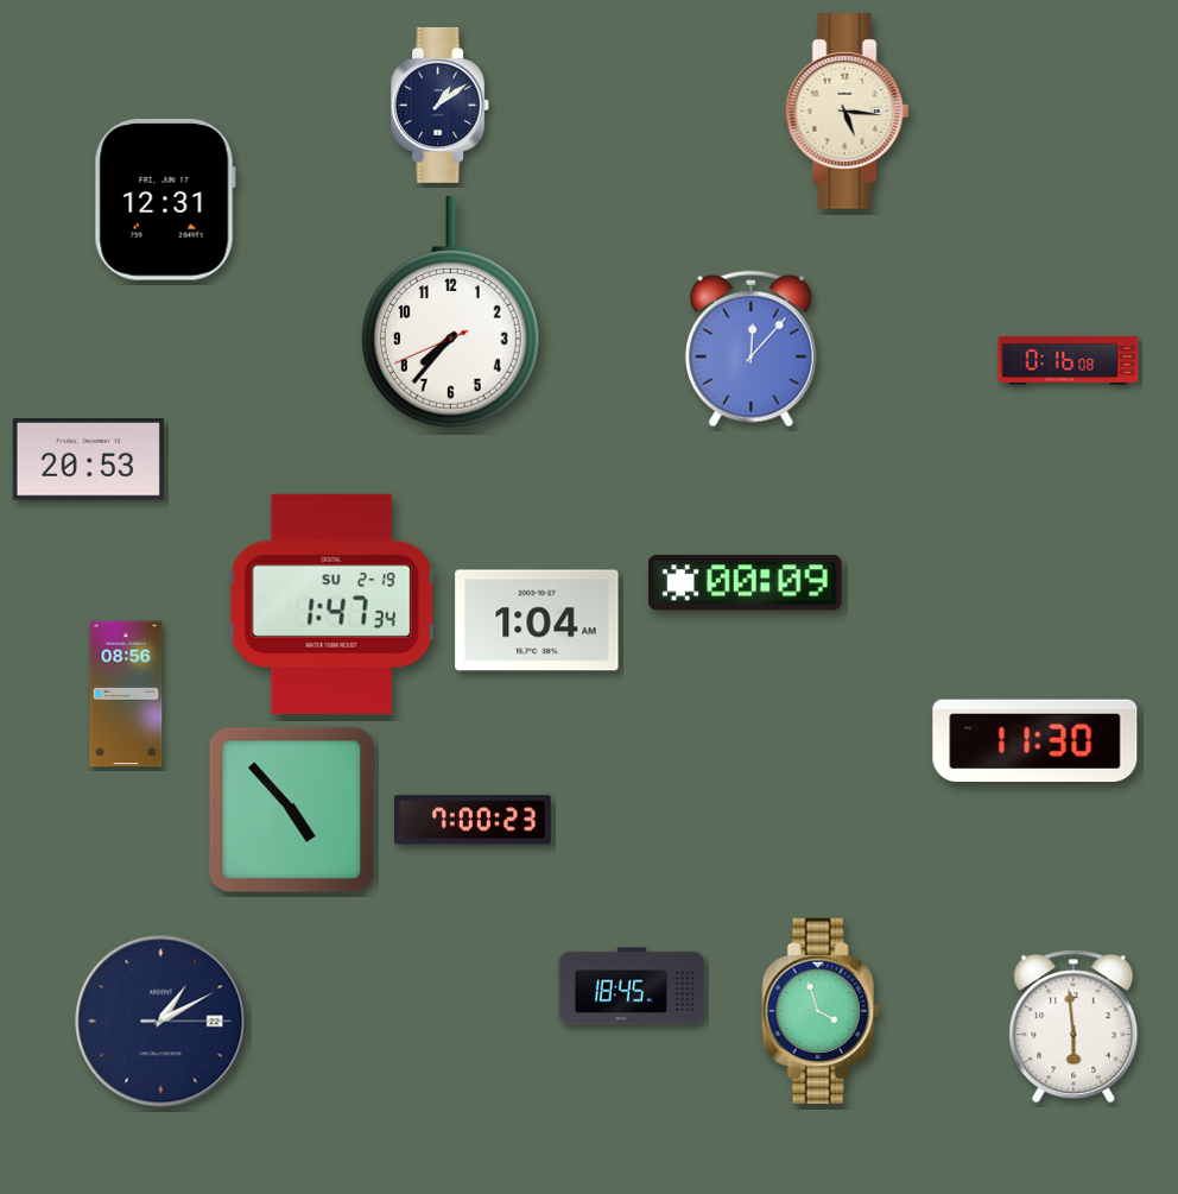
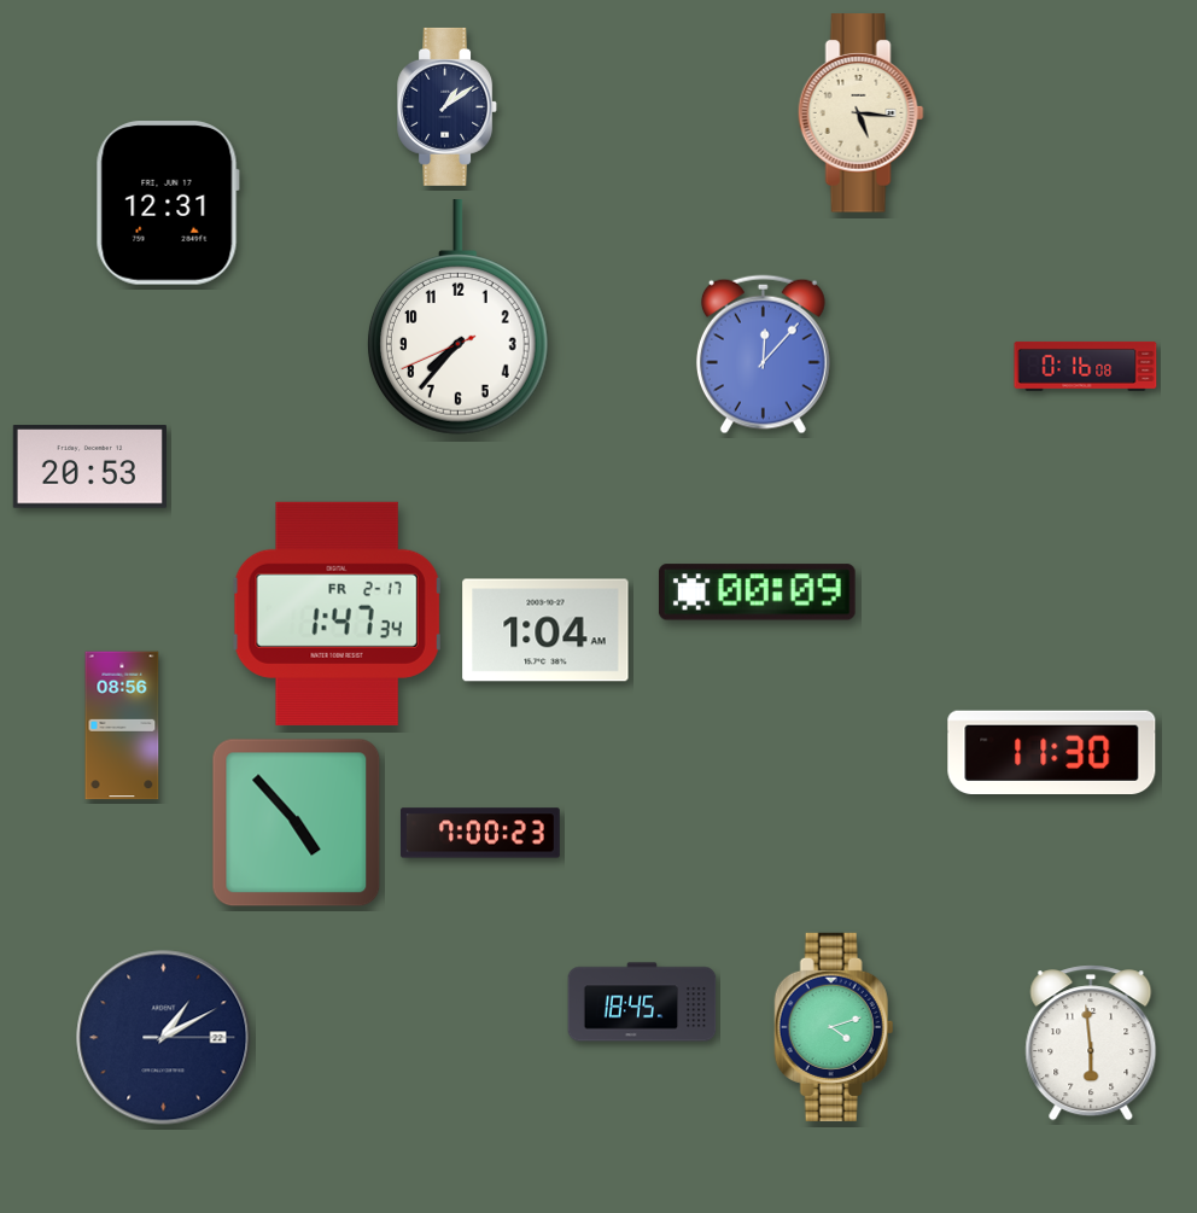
clock at (332, 604) date: SU 2-19 -> FR 2-17
clock at (126, 694) position: (126, 694) -> (122, 725)
clock at (821, 1011): 3:57 -> 4:12
